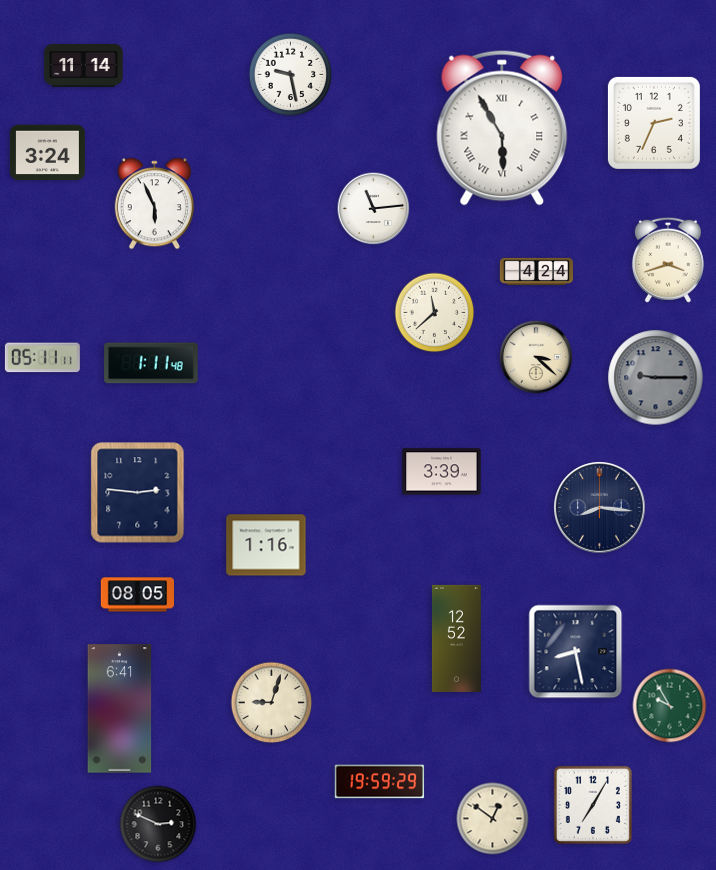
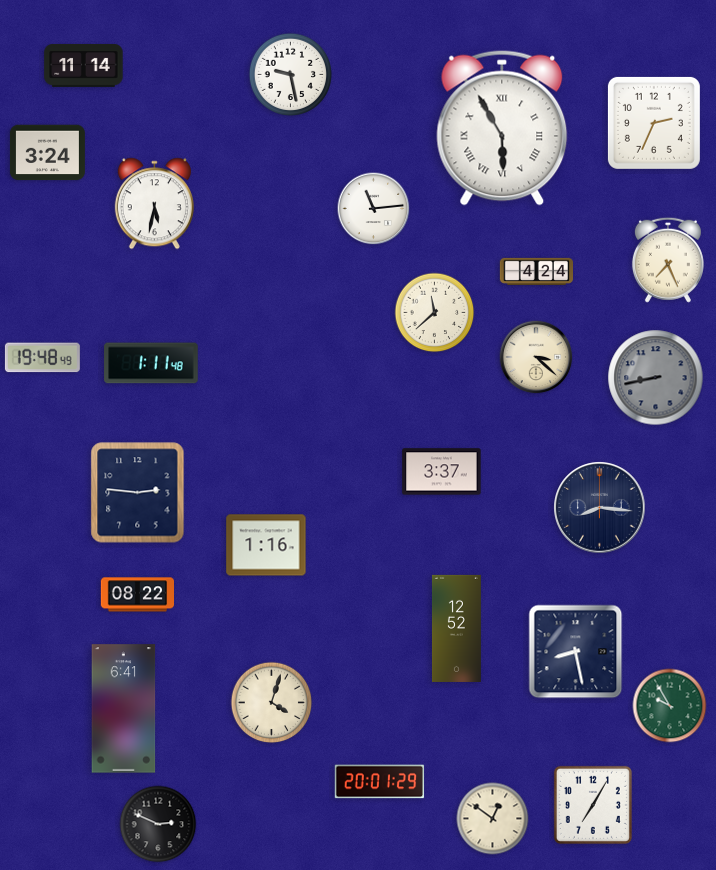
clock at (154, 204): 5:56 -> 5:32
clock at (668, 260): 3:42 -> 7:26
clock at (42, 358): 05:11 -> 19:48
clock at (656, 378): 9:15 -> 8:43
clock at (442, 472): 3:39 -> 3:37
clock at (137, 595): 08:05 -> 08:22
clock at (456, 638) position: (456, 638) -> (456, 628)
clock at (272, 703): 9:03 -> 4:03
clock at (120, 709) position: (120, 709) -> (124, 709)
clock at (380, 782): 19:59 -> 20:01
